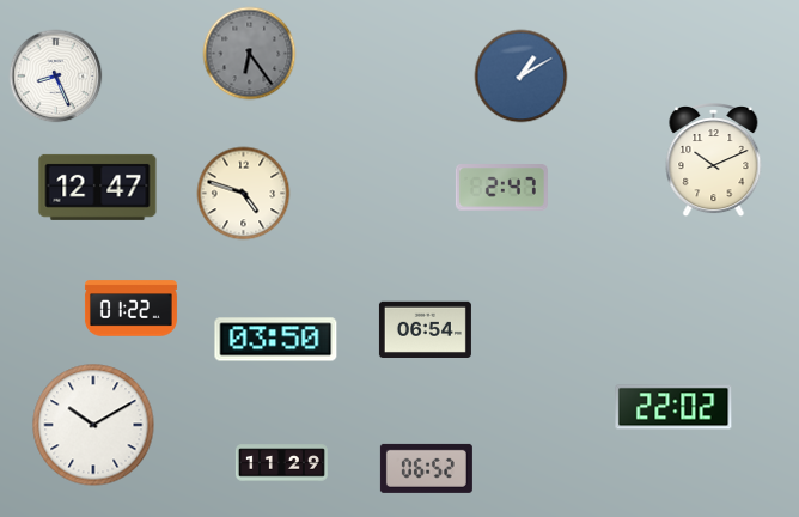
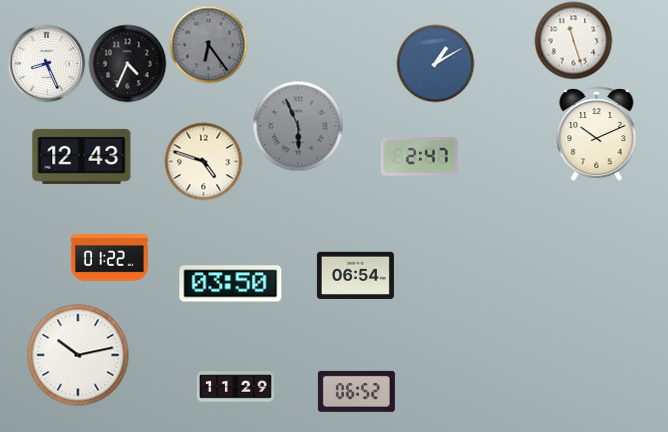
clock at (573, 40): none -> 11:27
clock at (127, 63): none -> 4:34
clock at (298, 126): none -> 5:56
clock at (98, 187): 12:47 -> 12:43
clock at (673, 407): 22:02 -> none
clock at (93, 425): 10:10 -> 10:13
